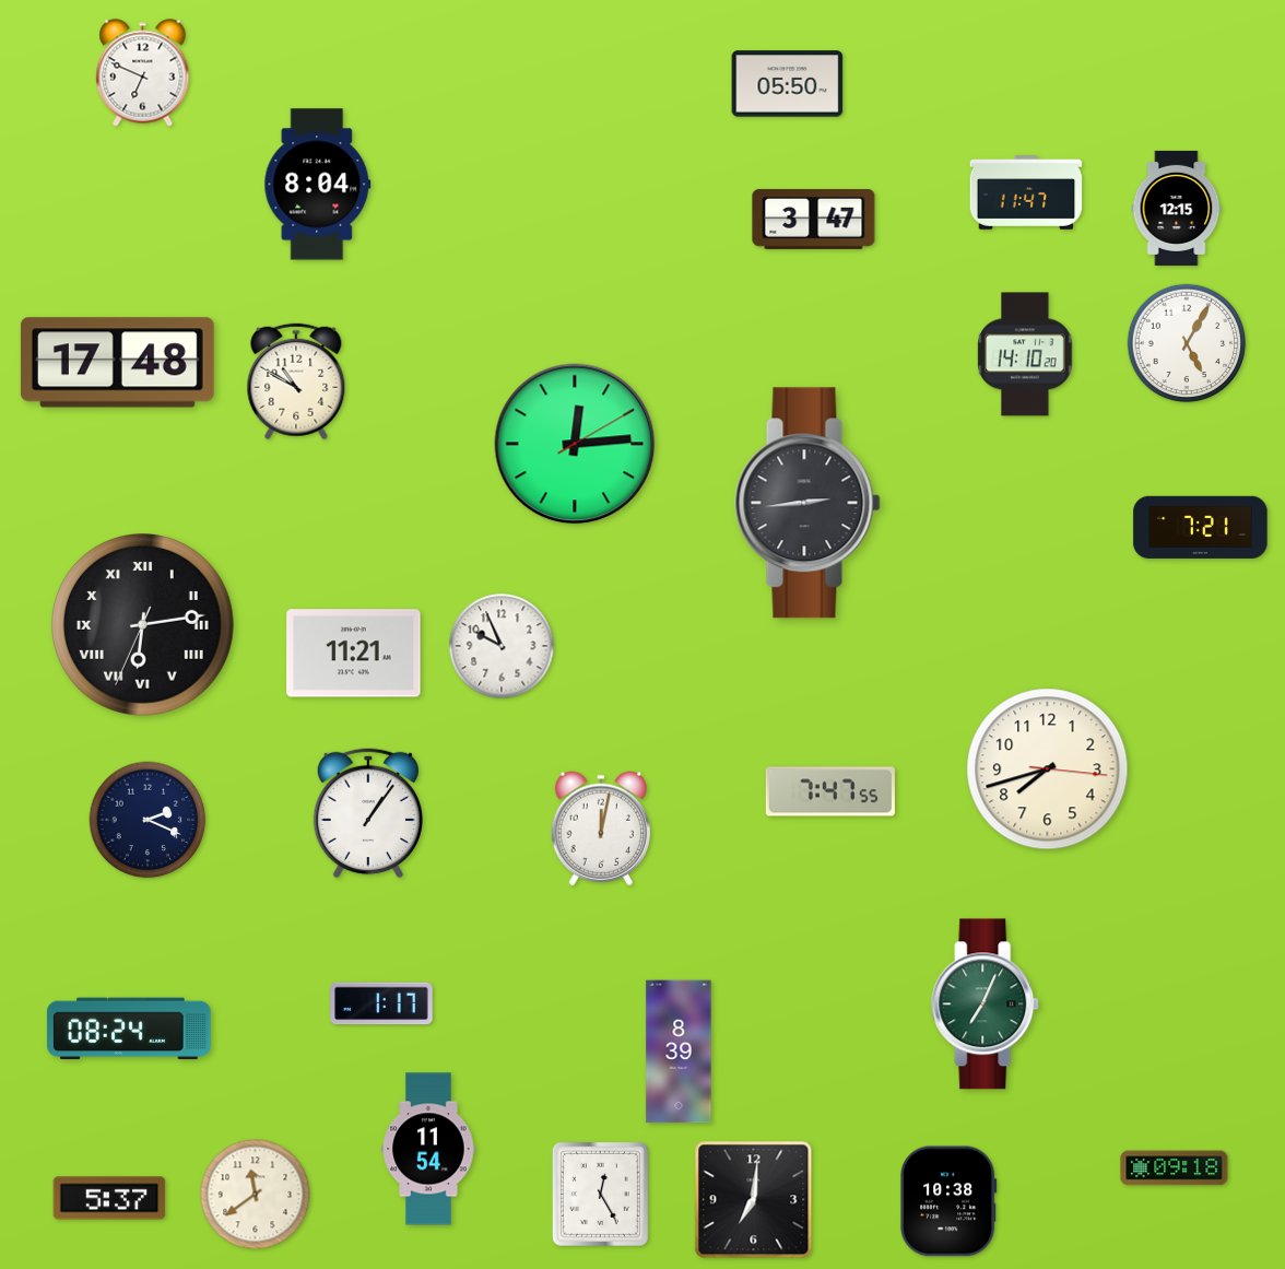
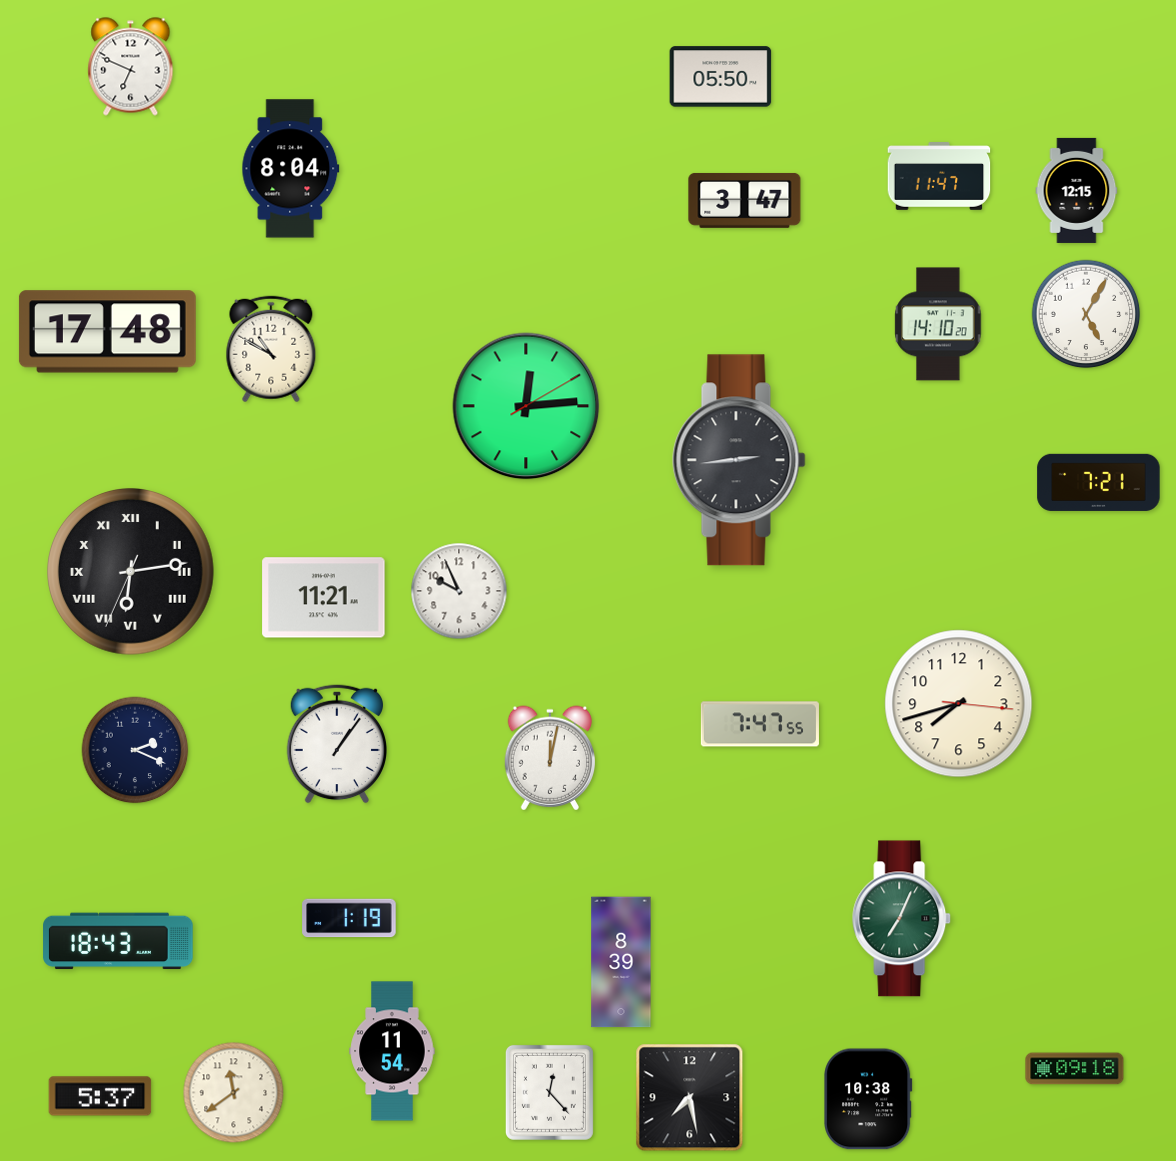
clock at (381, 1003): 1:17 -> 1:19
clock at (129, 1029): 08:24 -> 18:43
clock at (600, 1194): 12:25 -> 12:23
clock at (754, 1200): 7:01 -> 7:28
